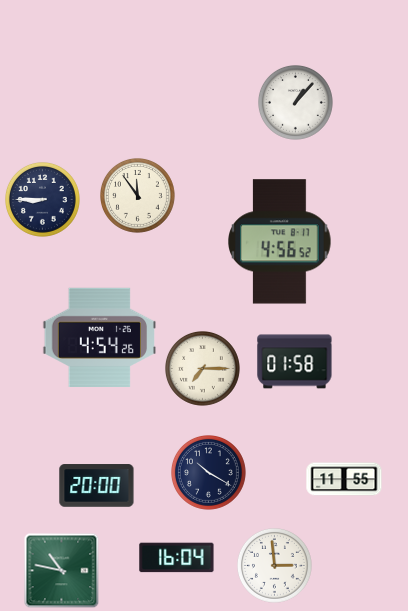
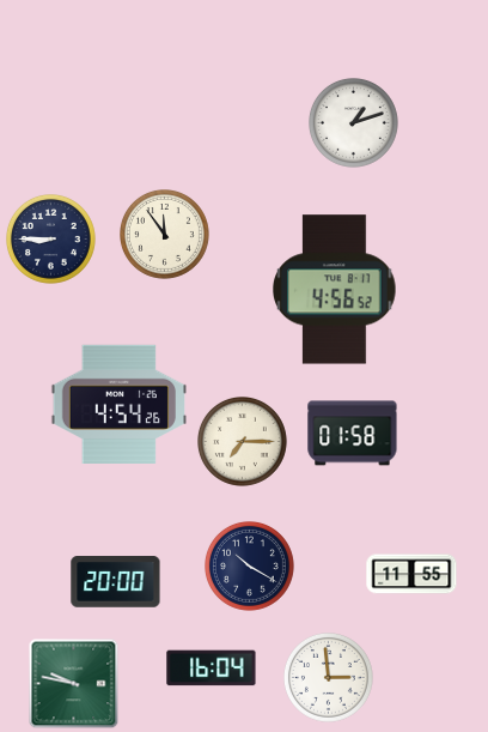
clock at (296, 103): 1:07 -> 1:12
clock at (62, 571): 10:47 -> 9:47
